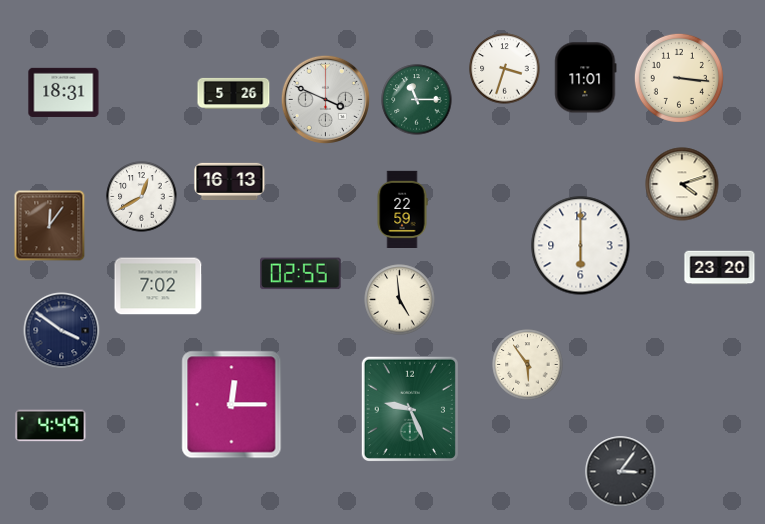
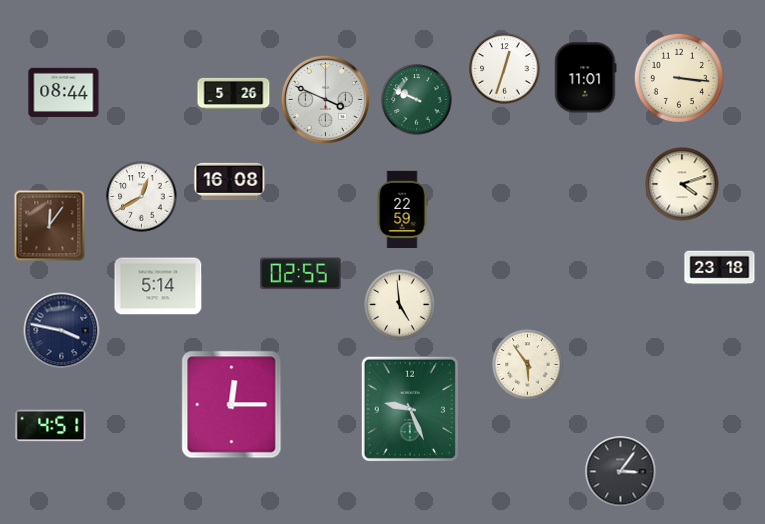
clock at (505, 69): 3:33 -> 12:33
clock at (64, 92): 18:31 -> 08:44
clock at (417, 100): 11:15 -> 9:49
clock at (230, 181): 16:13 -> 16:08
clock at (581, 246): 6:00 -> none
clock at (720, 268): 23:20 -> 23:18
clock at (158, 286): 7:02 -> 5:14
clock at (400, 300) position: (400, 300) -> (400, 305)
clock at (62, 331): 3:51 -> 3:47
clock at (51, 426): 4:49 -> 4:51
